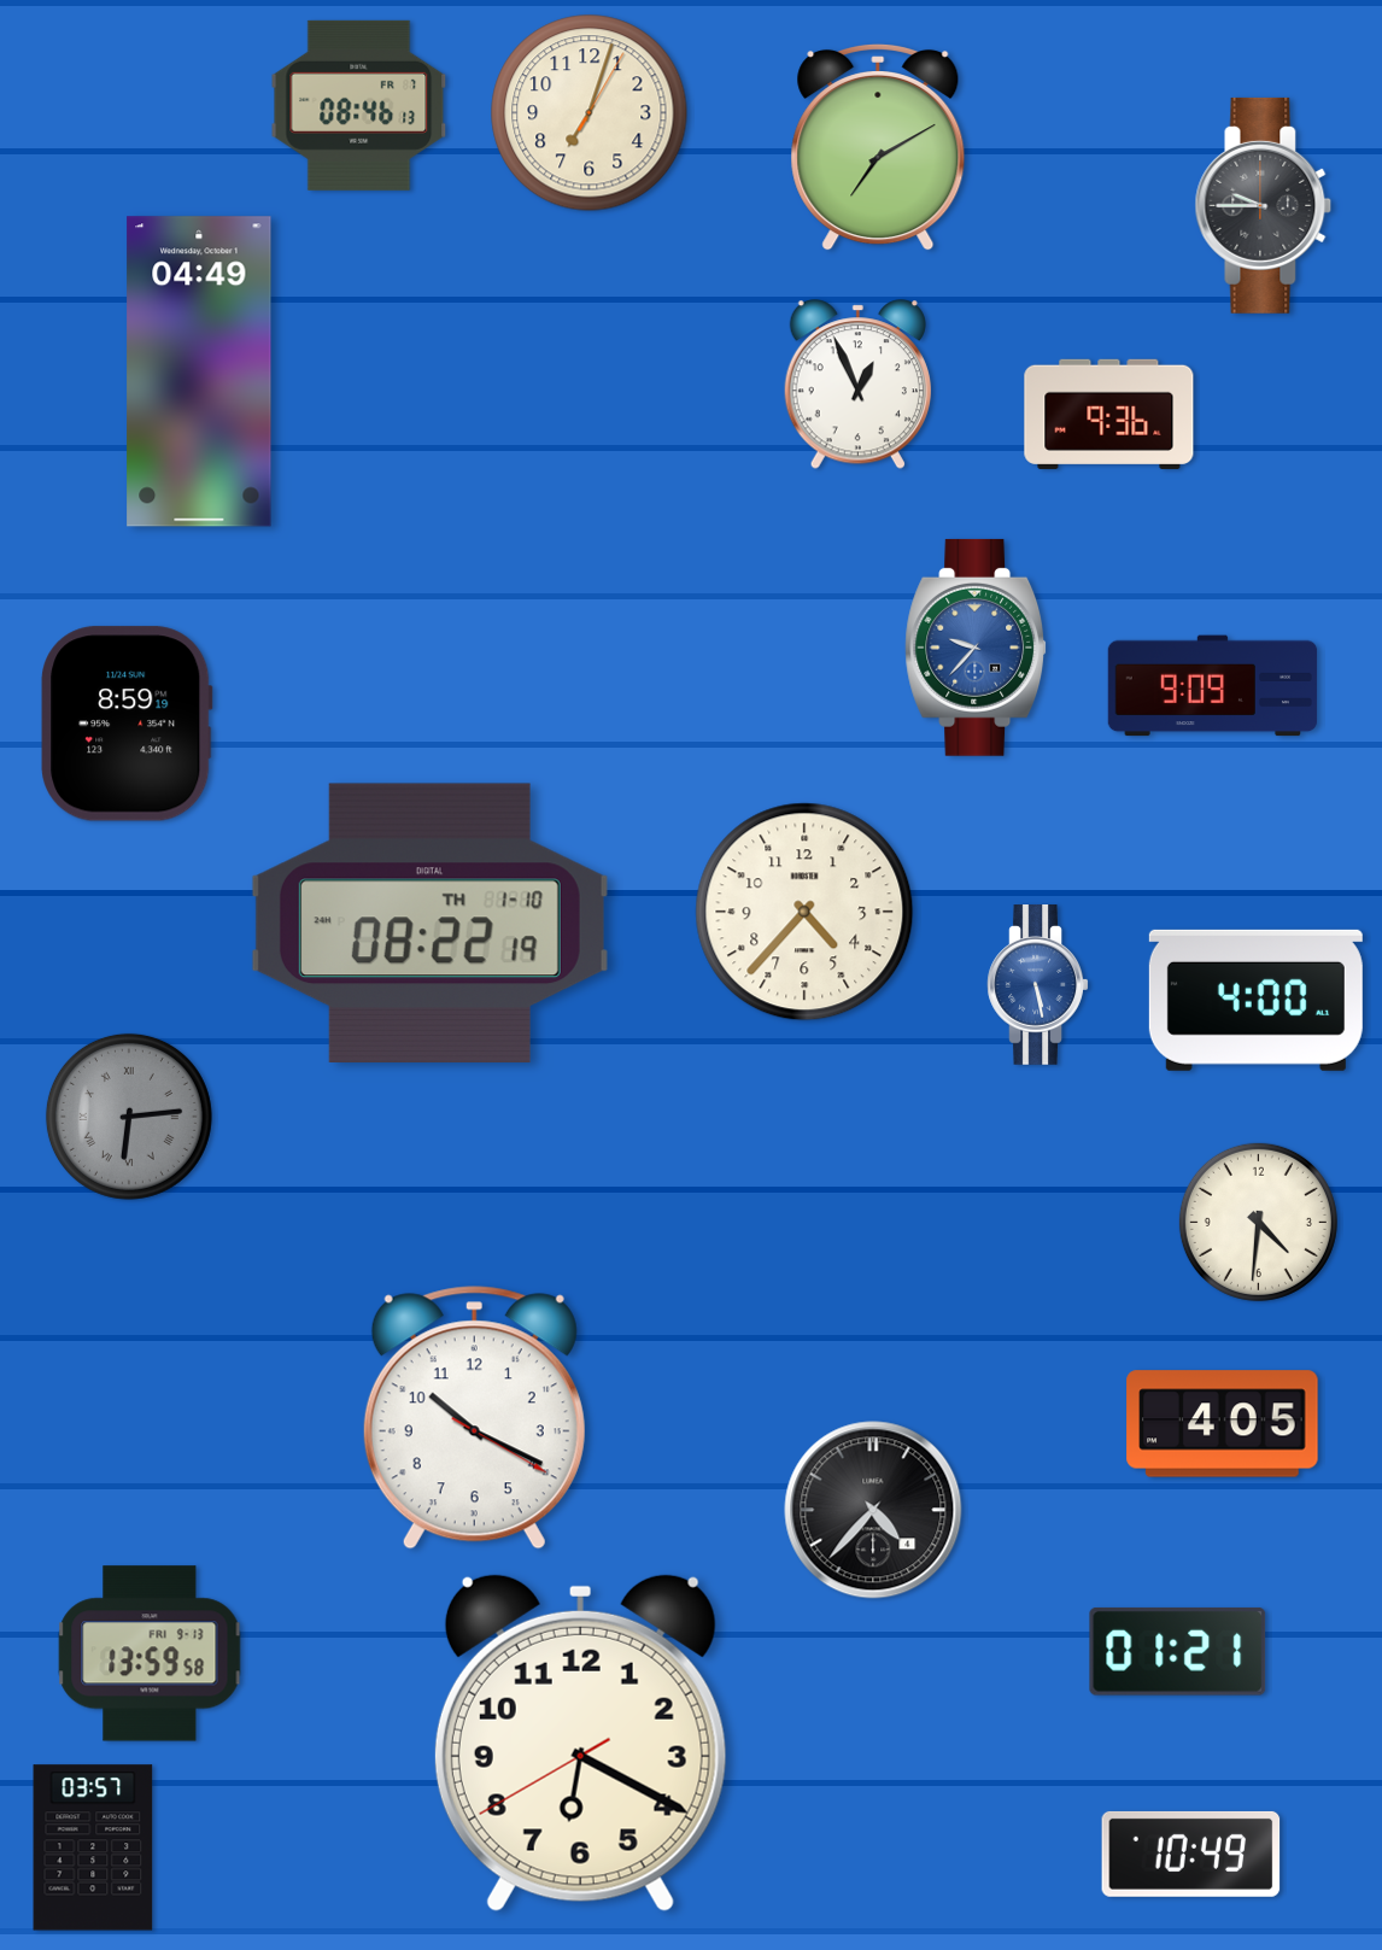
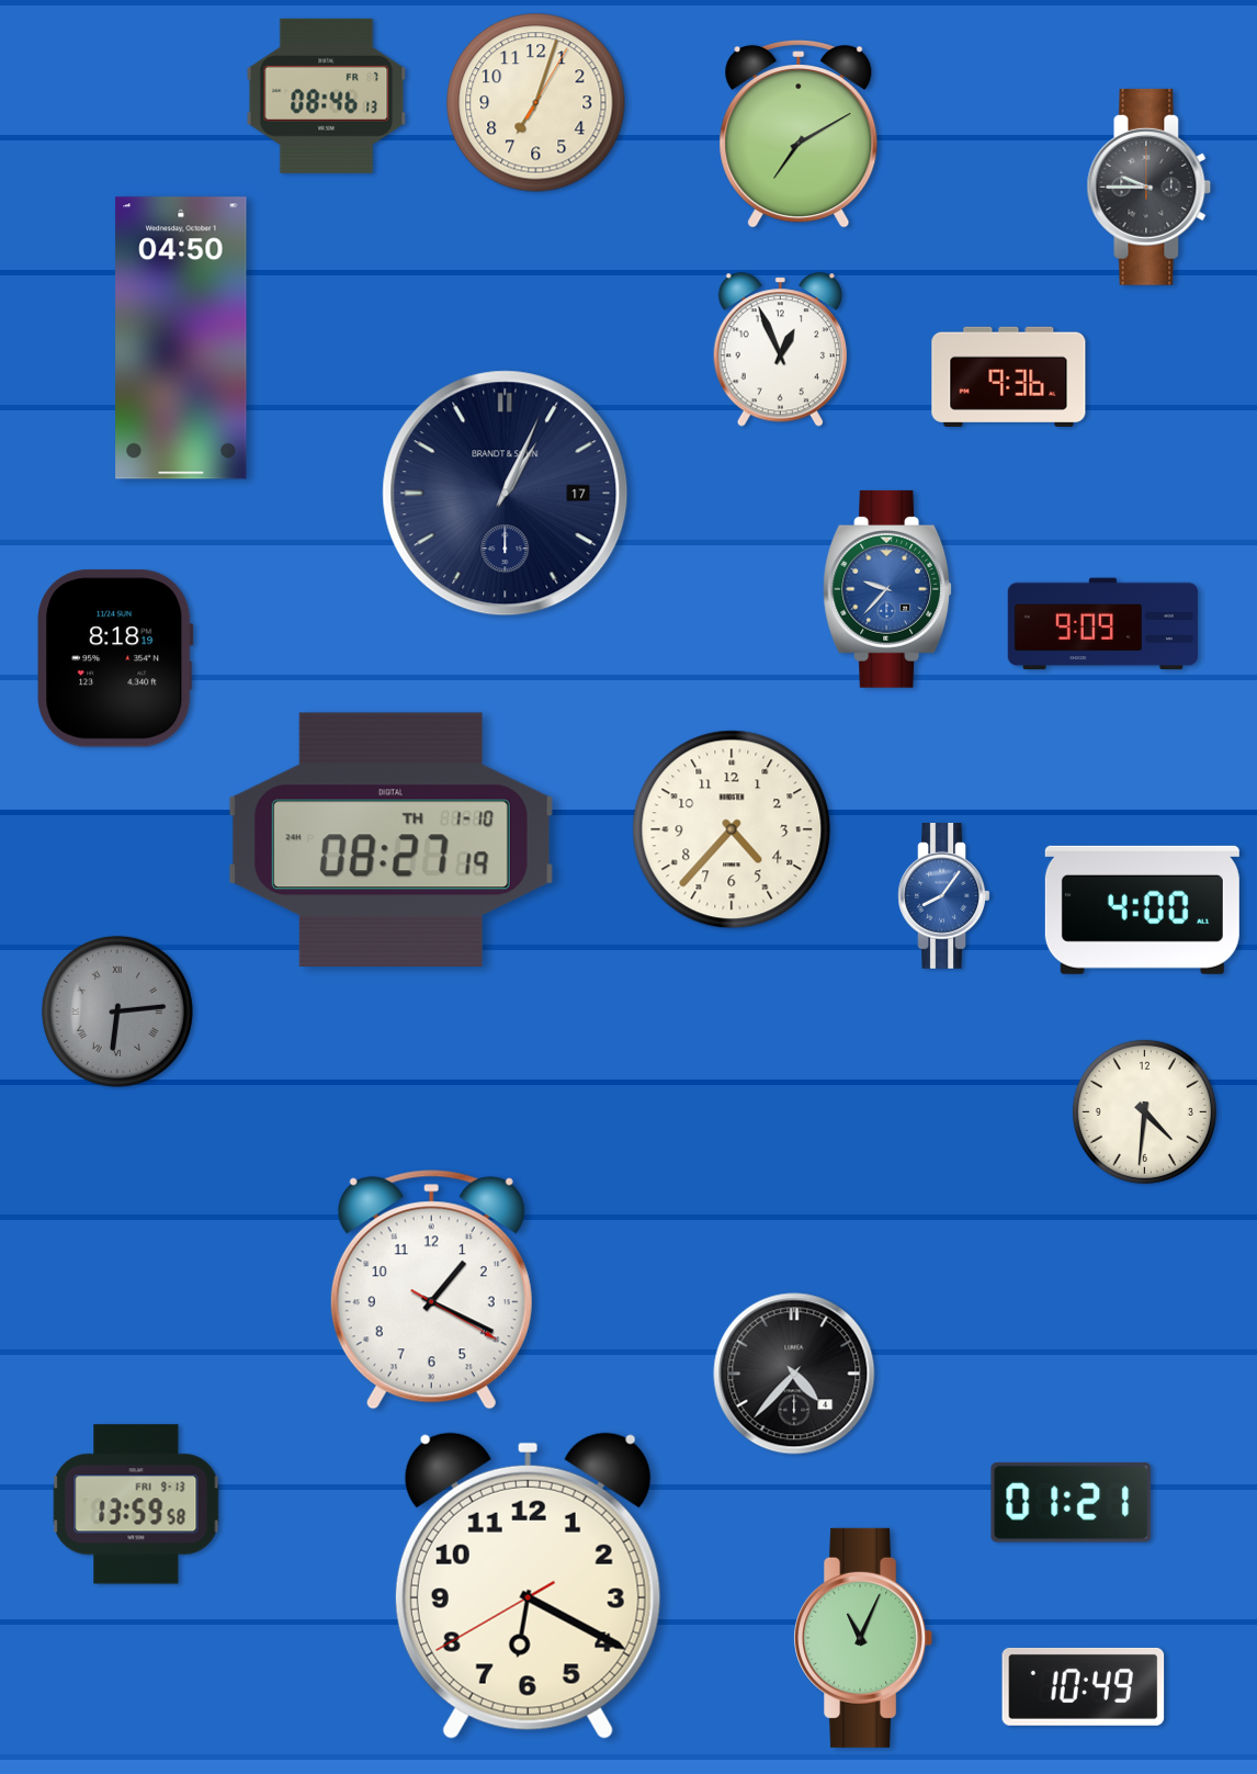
clock at (199, 371): 04:49 -> 04:50
clock at (506, 494): none -> 1:04
clock at (127, 724): 8:59 -> 8:18
clock at (429, 923): 08:22 -> 08:27
clock at (1038, 985): 5:28 -> 8:06
clock at (129, 1117) position: (129, 1117) -> (117, 1012)
clock at (474, 1418): 10:19 -> 1:19
clock at (1223, 1424): 4:05 -> none
clock at (863, 1638): none -> 11:04
clock at (93, 1847): 03:57 -> none
